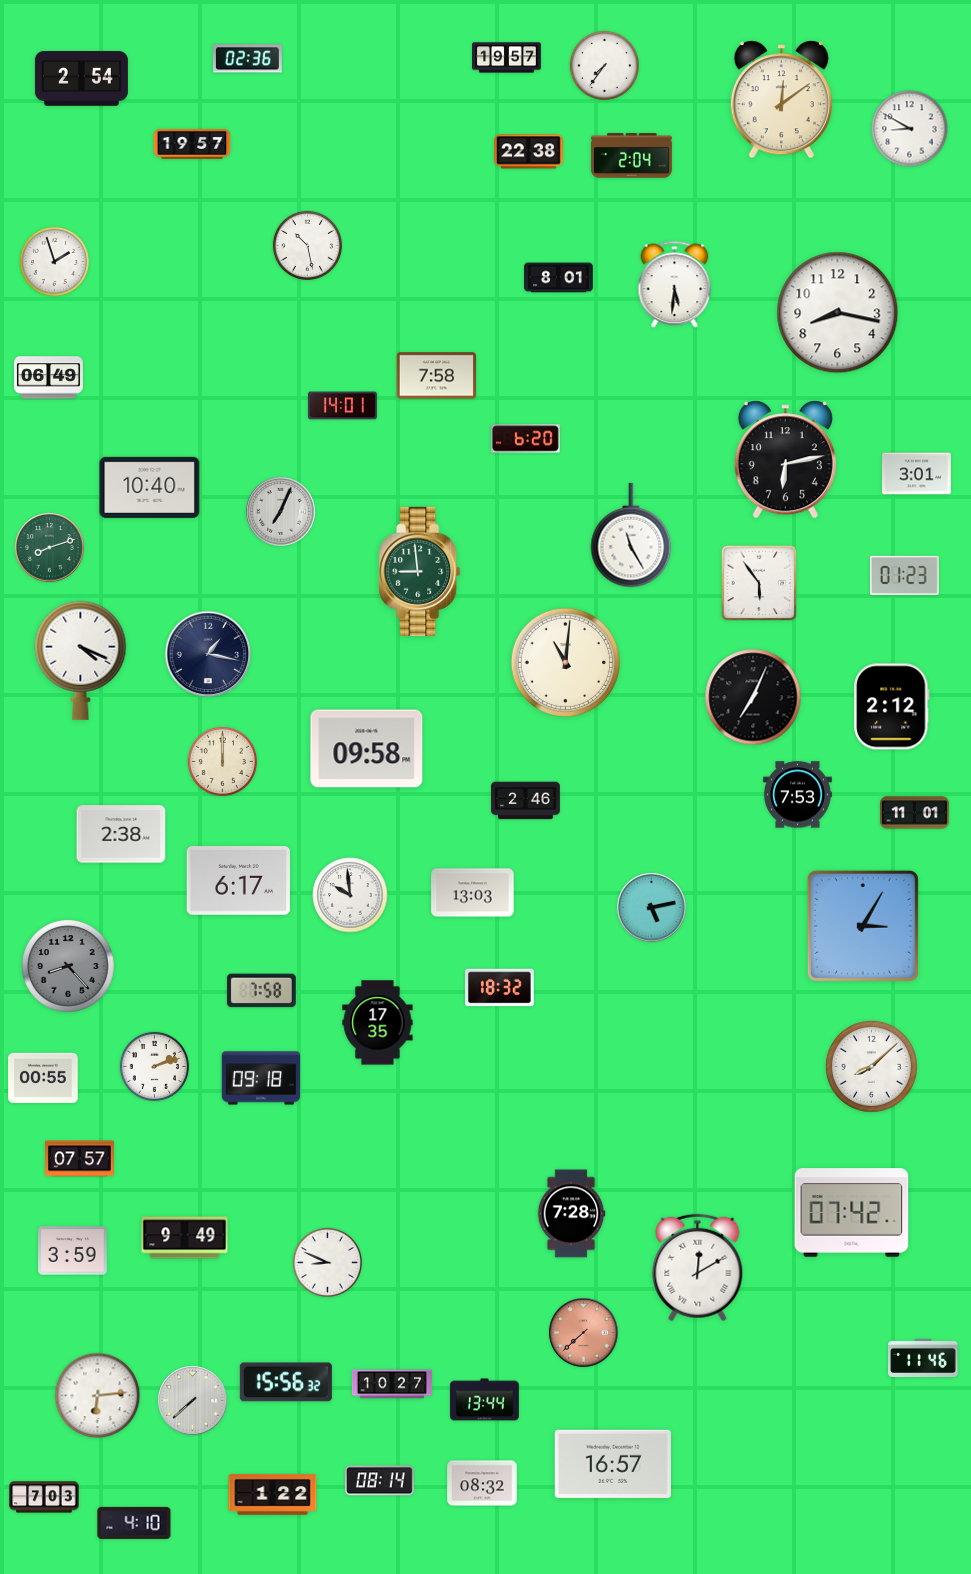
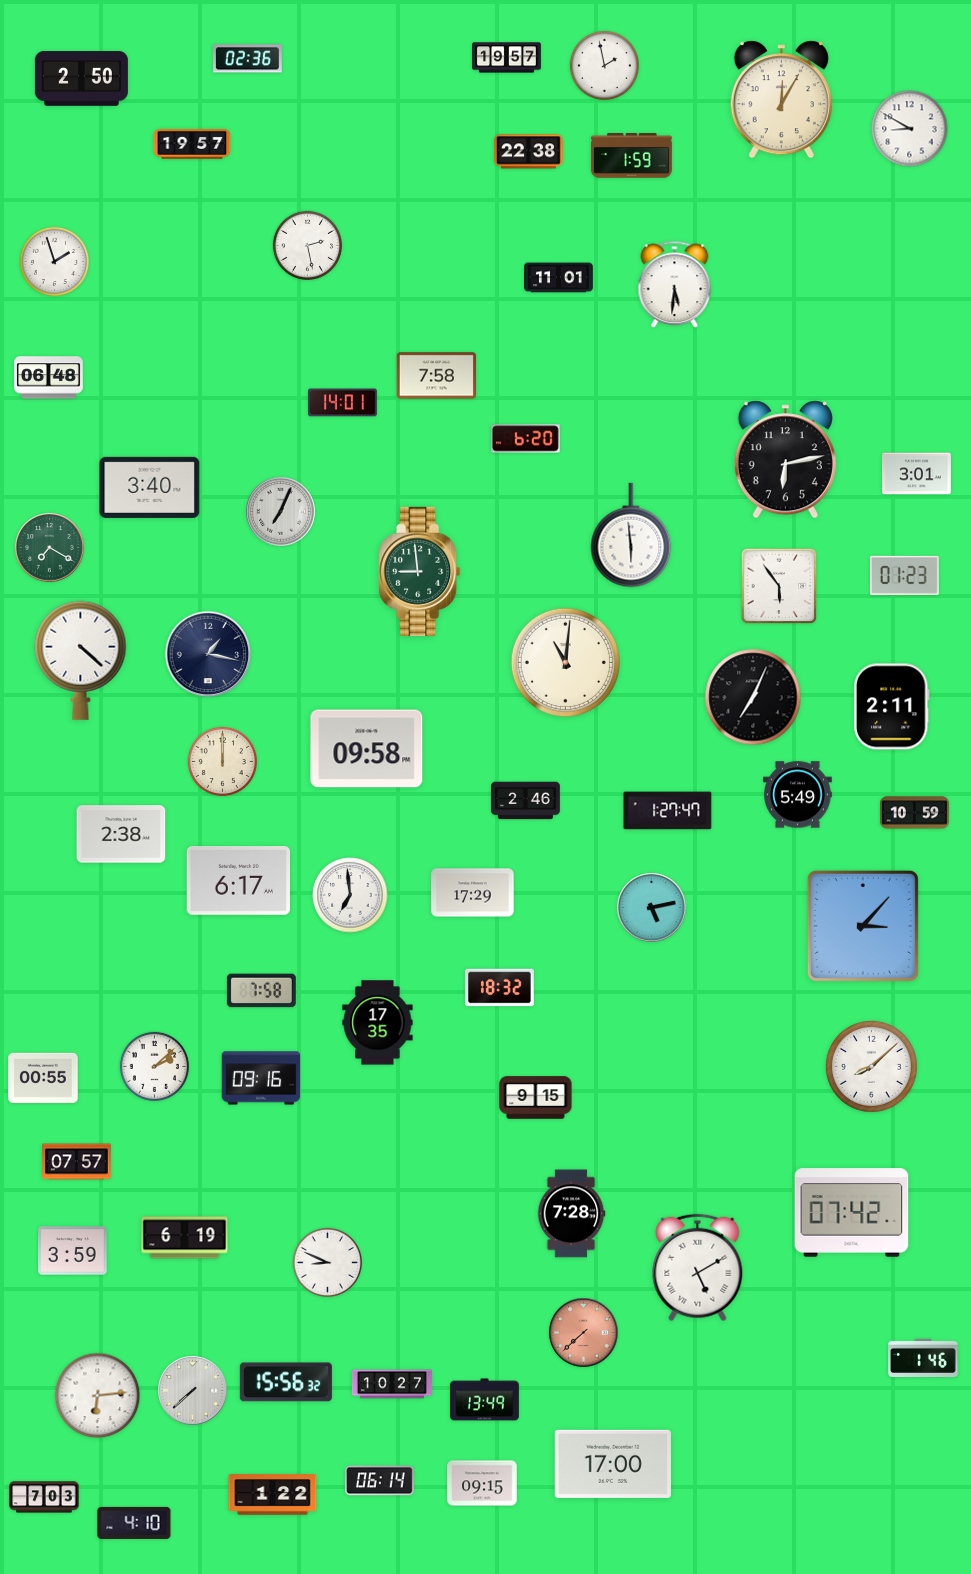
clock at (604, 65): 7:36 -> 1:58
clock at (81, 79): 2:54 -> 2:50
clock at (781, 100): 12:09 -> 12:05
clock at (631, 156): 2:04 -> 1:59
clock at (307, 245): 10:28 -> 2:28
clock at (559, 278): 8:01 -> 11:01
clock at (838, 313): 8:17 -> none
clock at (49, 378): 06:49 -> 06:48
clock at (343, 406) position: (343, 406) -> (343, 403)
clock at (150, 487): 10:40 -> 3:40
clock at (631, 535): 11:25 -> 5:59
clock at (50, 548): 8:12 -> 7:20
clock at (759, 583) position: (759, 583) -> (779, 586)
clock at (81, 660): 4:19 -> 4:22
clock at (892, 707): 2:12 -> 2:11
clock at (798, 795): 7:53 -> 5:49
clock at (668, 811): none -> 1:27
clock at (915, 813): 11:01 -> 10:59
clock at (473, 893): 13:03 -> 17:29
clock at (350, 895): 9:59 -> 6:59
clock at (863, 926): 3:05 -> 3:07
clock at (69, 967): 8:23 -> none
clock at (154, 1066): 2:12 -> 2:08
clock at (261, 1078): 09:18 -> 09:16
clock at (536, 1098): none -> 9:15
clock at (80, 1159) position: (80, 1159) -> (77, 1162)
clock at (185, 1238): 9:49 -> 6:19
clock at (698, 1268): 12:10 -> 5:10
clock at (923, 1357): 11:46 -> 1:46
clock at (485, 1400): 13:44 -> 13:49
clock at (193, 1401) position: (193, 1401) -> (193, 1391)
clock at (613, 1464): 16:57 -> 17:00
clock at (380, 1481): 08:14 -> 06:14
clock at (482, 1483): 08:32 -> 09:15
